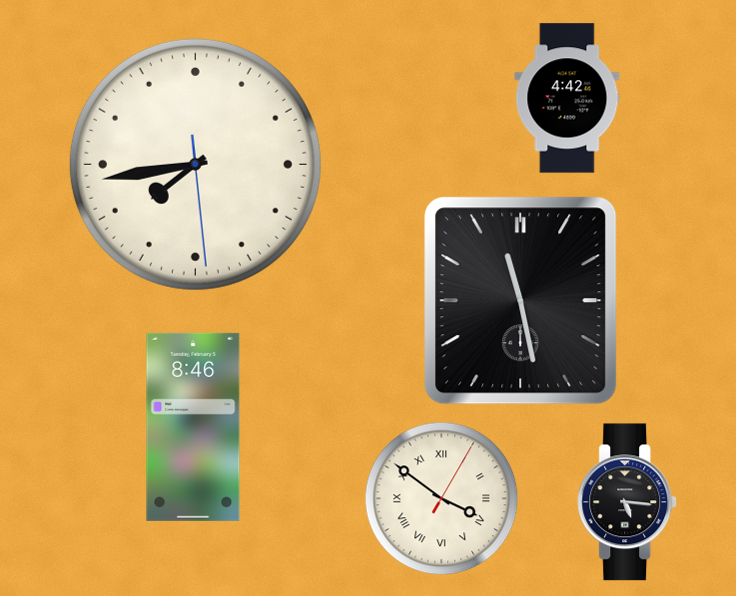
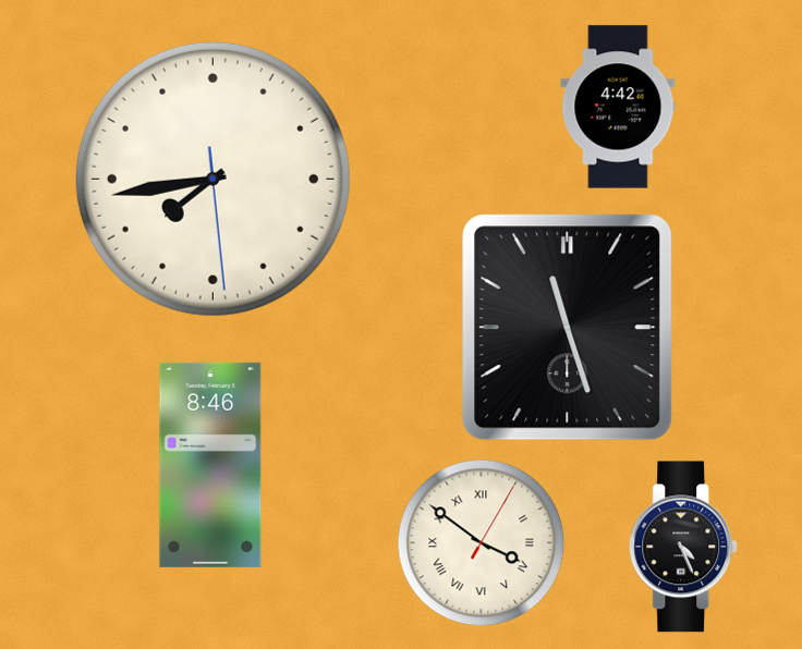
clock at (521, 301): 11:28 -> 11:27
clock at (628, 502): 5:16 -> 4:26
